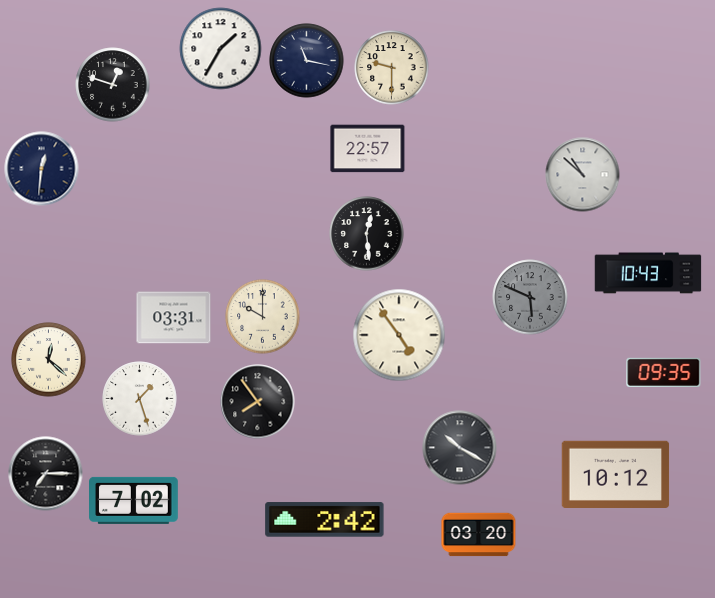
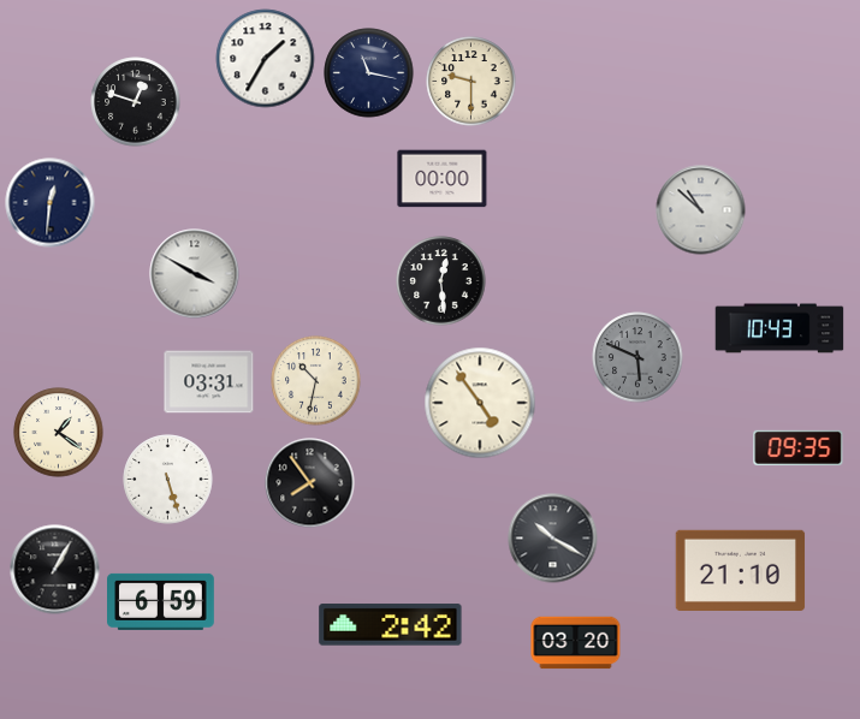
clock at (368, 149): 22:57 -> 00:00
clock at (195, 274): none -> 3:50
clock at (263, 317): 10:00 -> 10:32
clock at (49, 360): 12:22 -> 1:21
clock at (140, 399): 1:27 -> 5:27
clock at (46, 474): 7:15 -> 1:05
clock at (616, 474): 10:12 -> 21:10
clock at (134, 500): 7:02 -> 6:59
